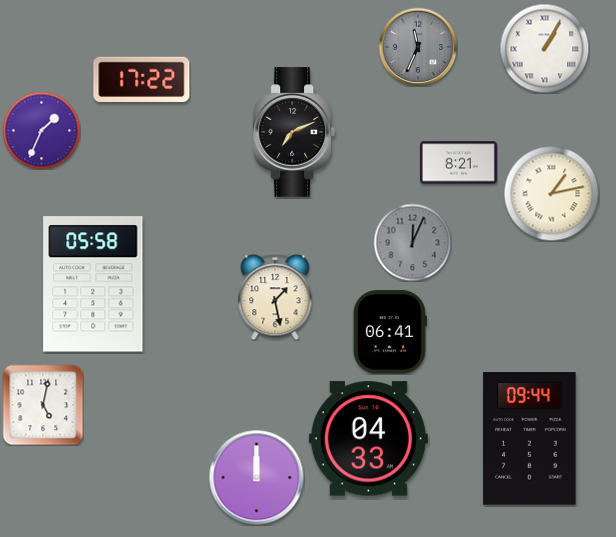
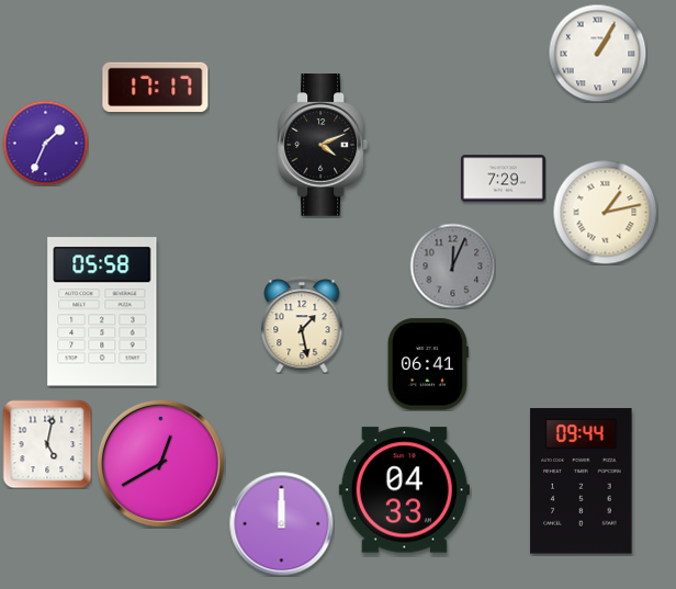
clock at (418, 47): 11:34 -> none
clock at (142, 79): 17:22 -> 17:17
clock at (293, 132): 7:11 -> 4:11
clock at (459, 163): 8:21 -> 7:29
clock at (160, 463): none -> 12:40
clock at (368, 439) position: (368, 439) -> (404, 490)
